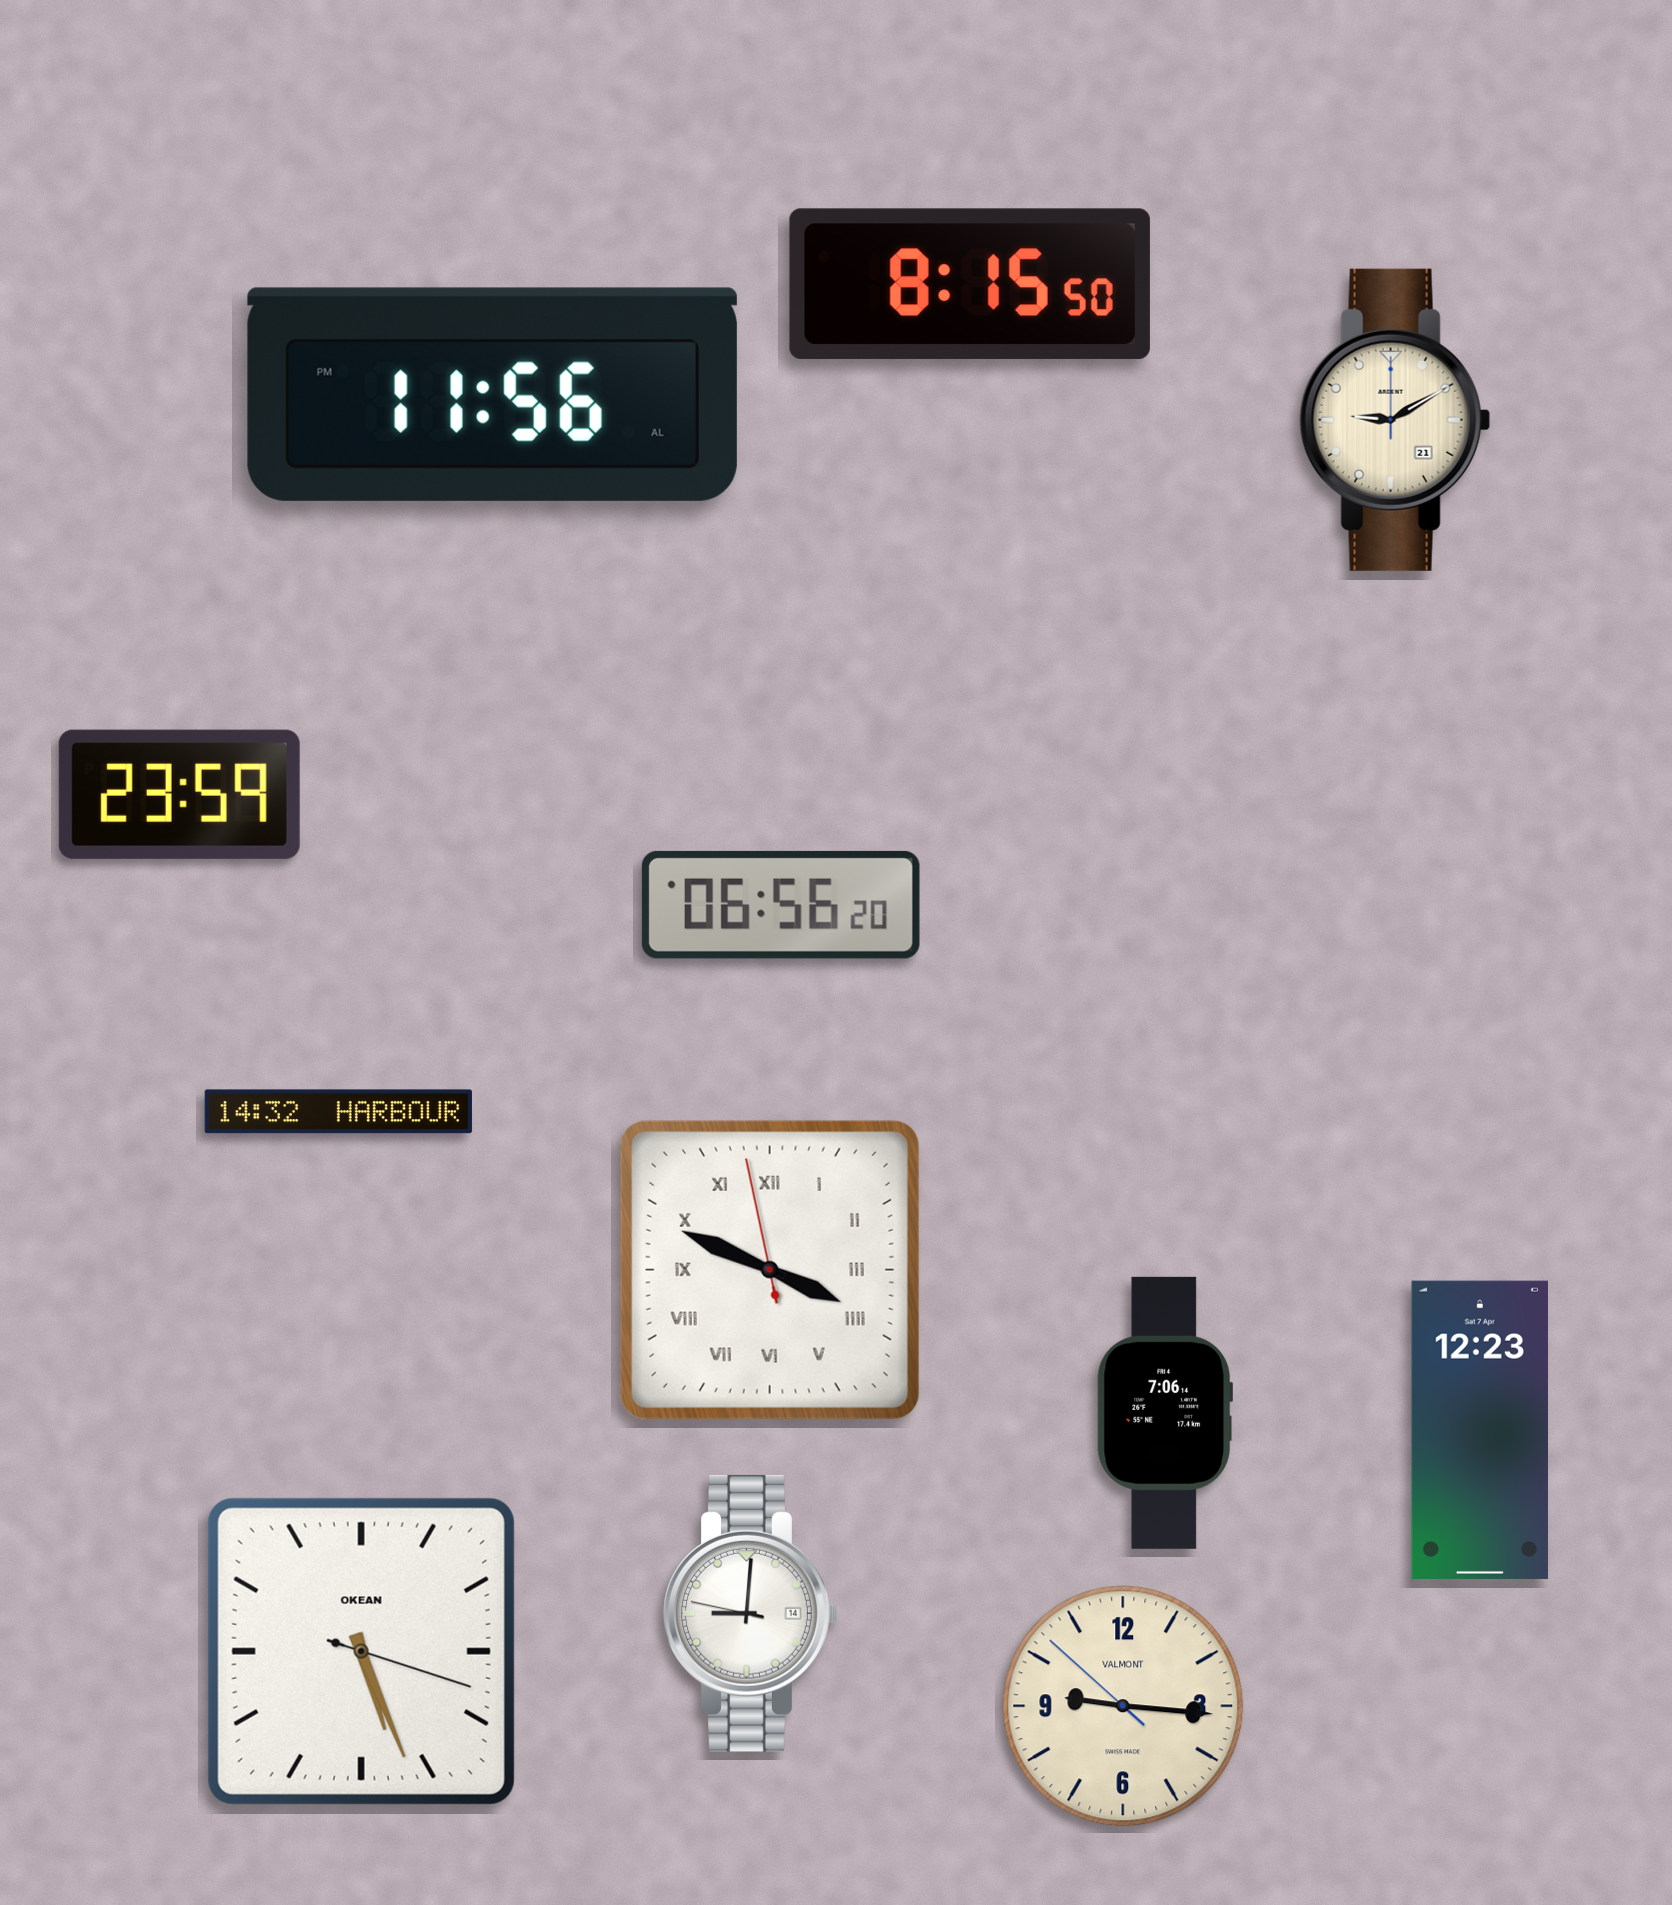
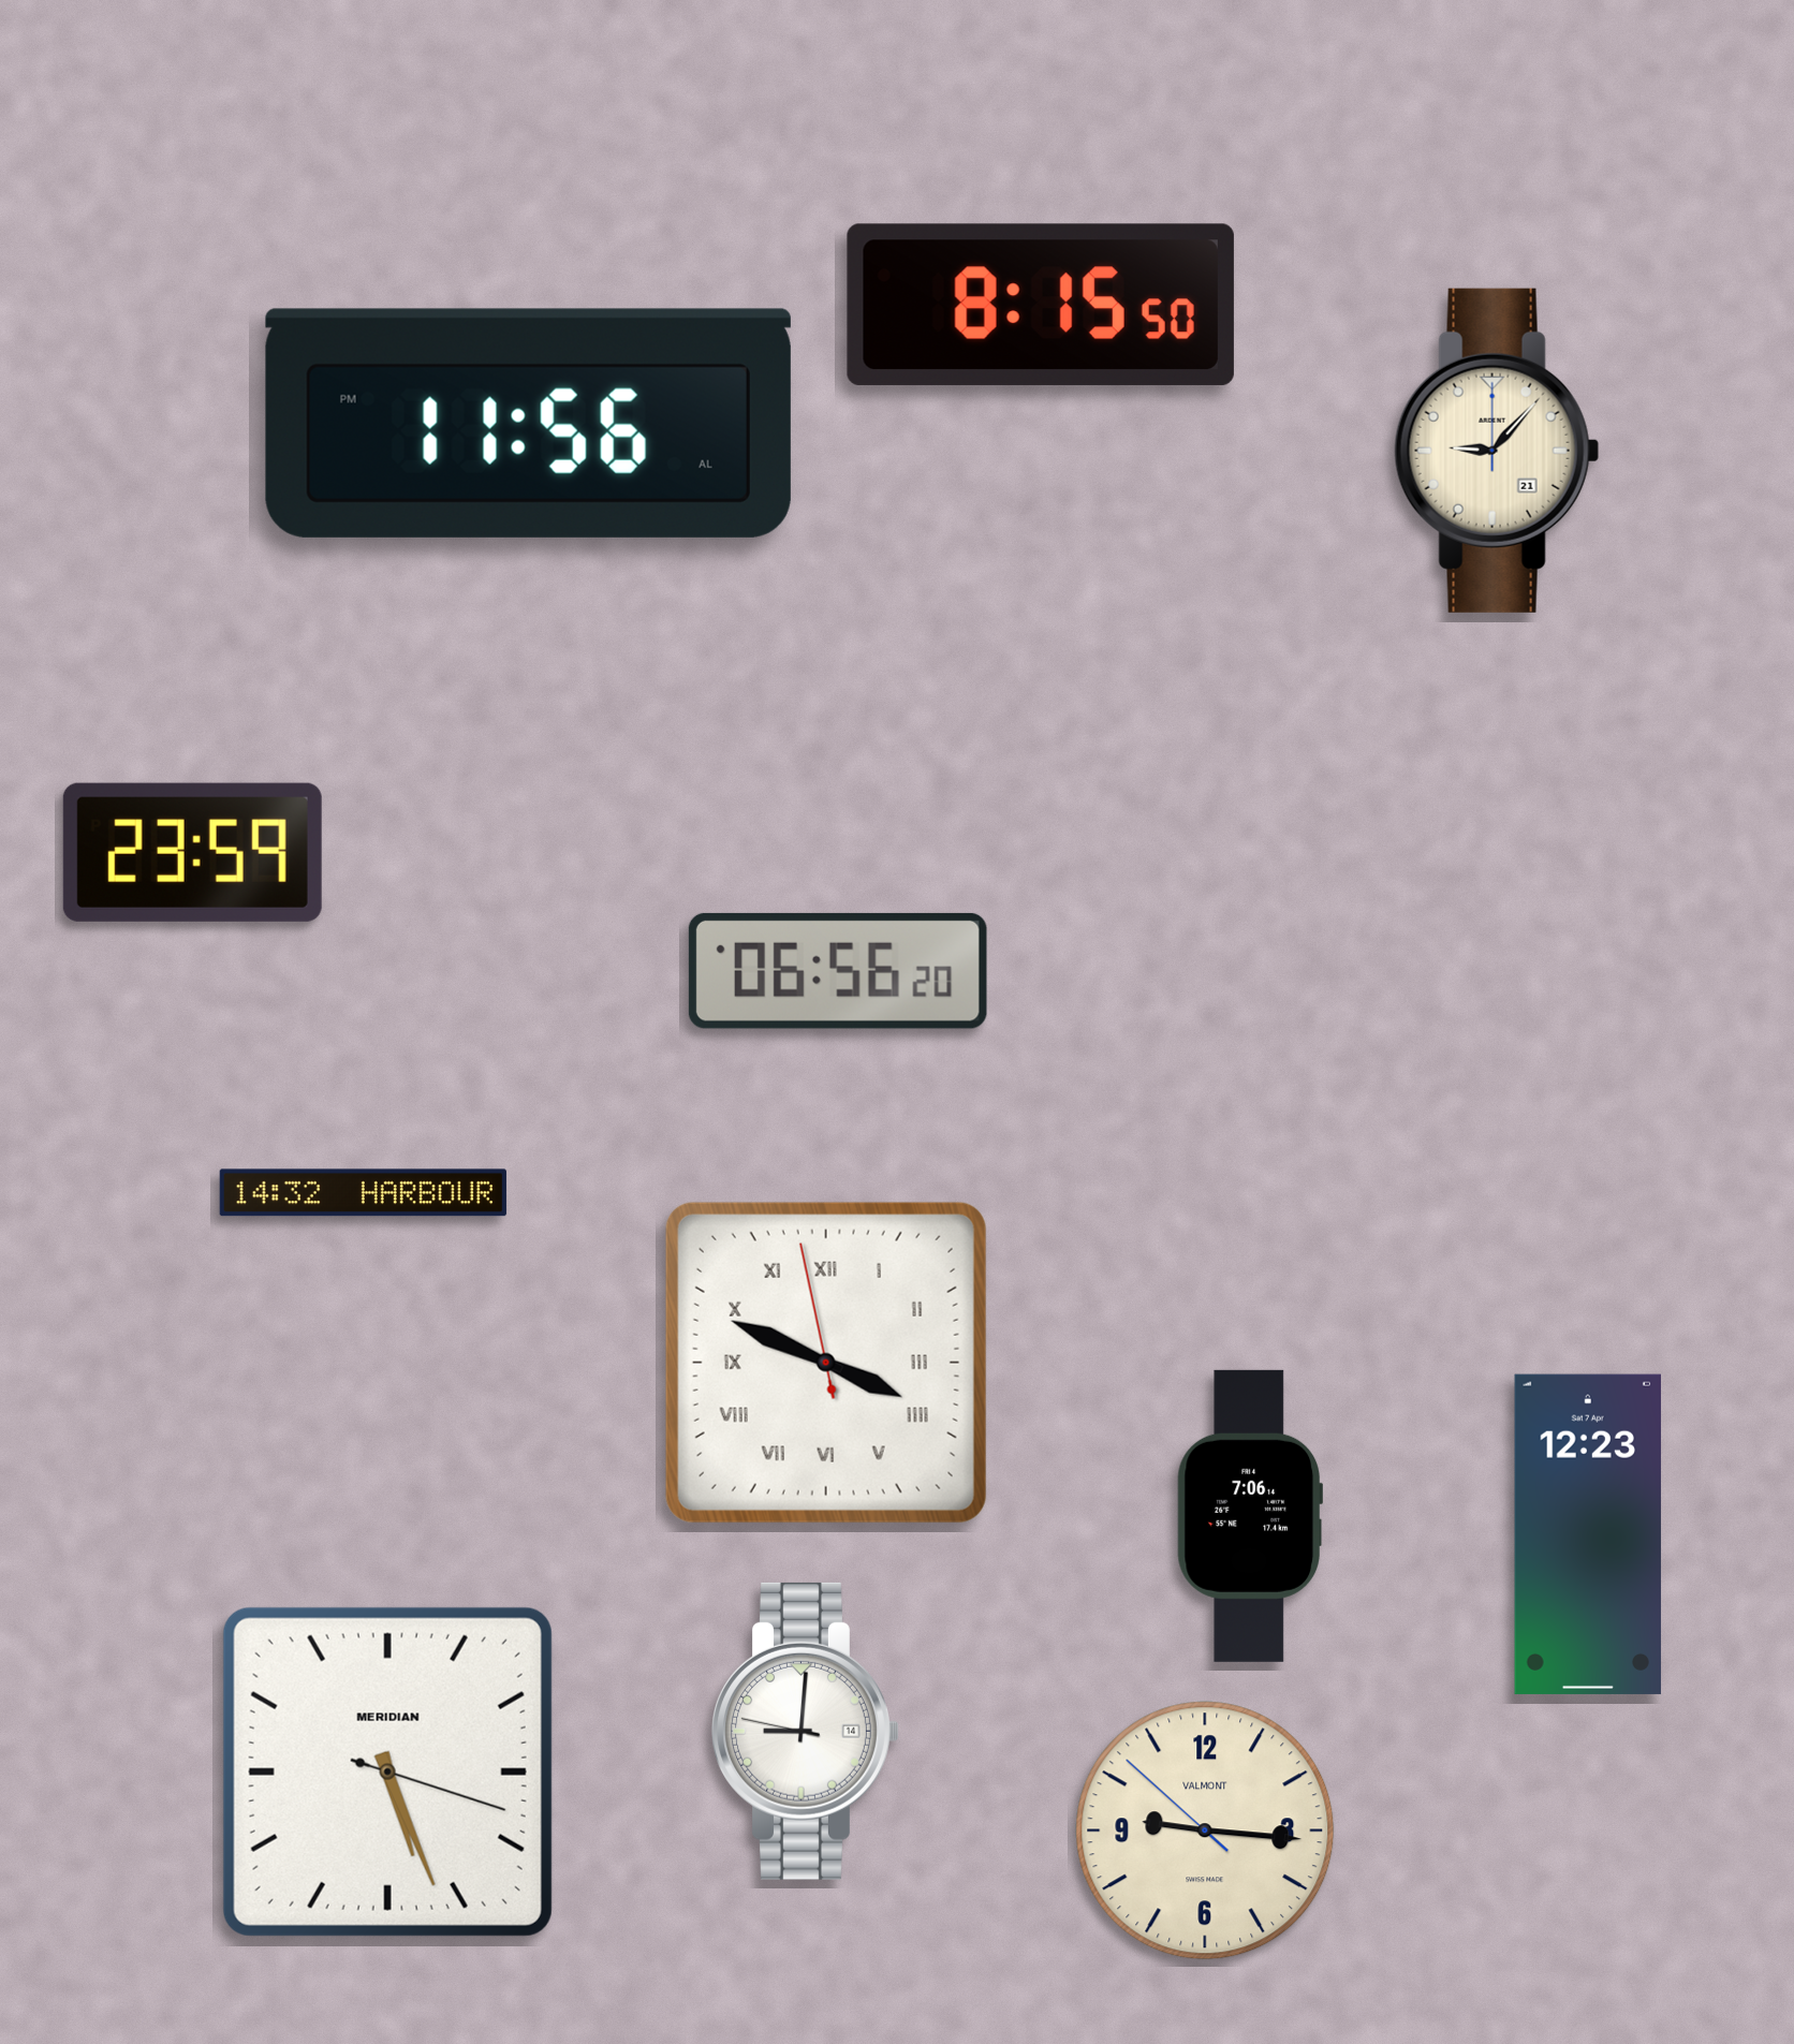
clock at (1395, 420): 9:10 -> 9:07
clock at (361, 1651) brand: OKEAN -> MERIDIAN
